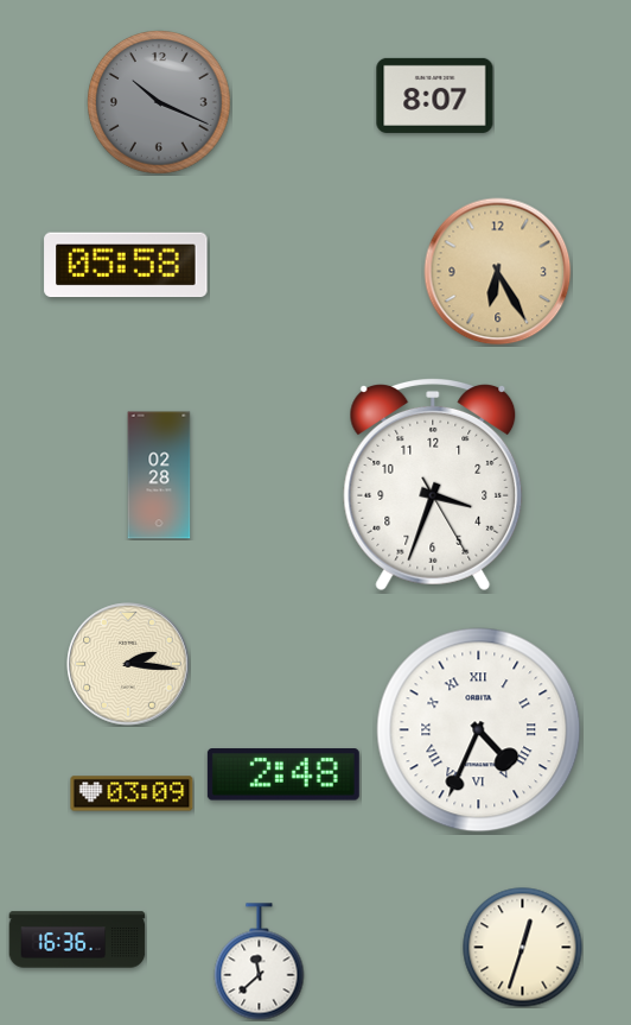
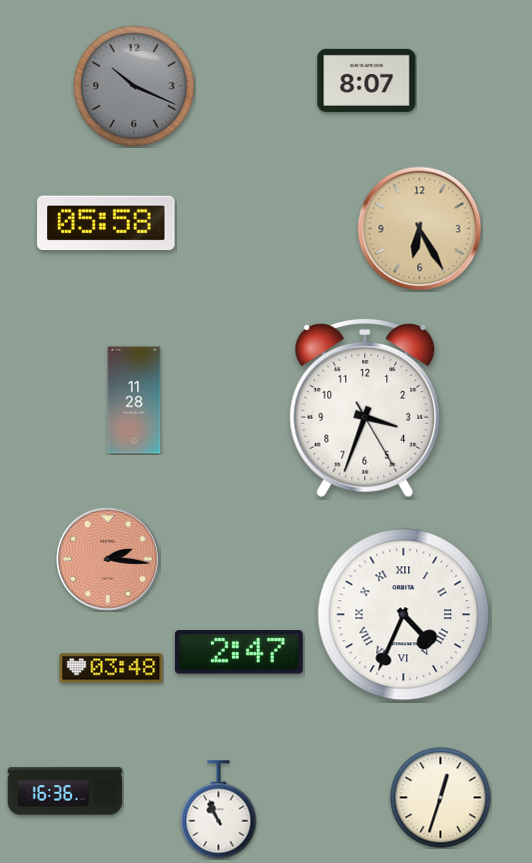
clock at (159, 475): 02:28 -> 11:28
clock at (128, 664) dial: cream -> salmon
clock at (283, 774): 2:48 -> 2:47
clock at (132, 793): 03:09 -> 03:48
clock at (260, 962): 11:38 -> 10:56
